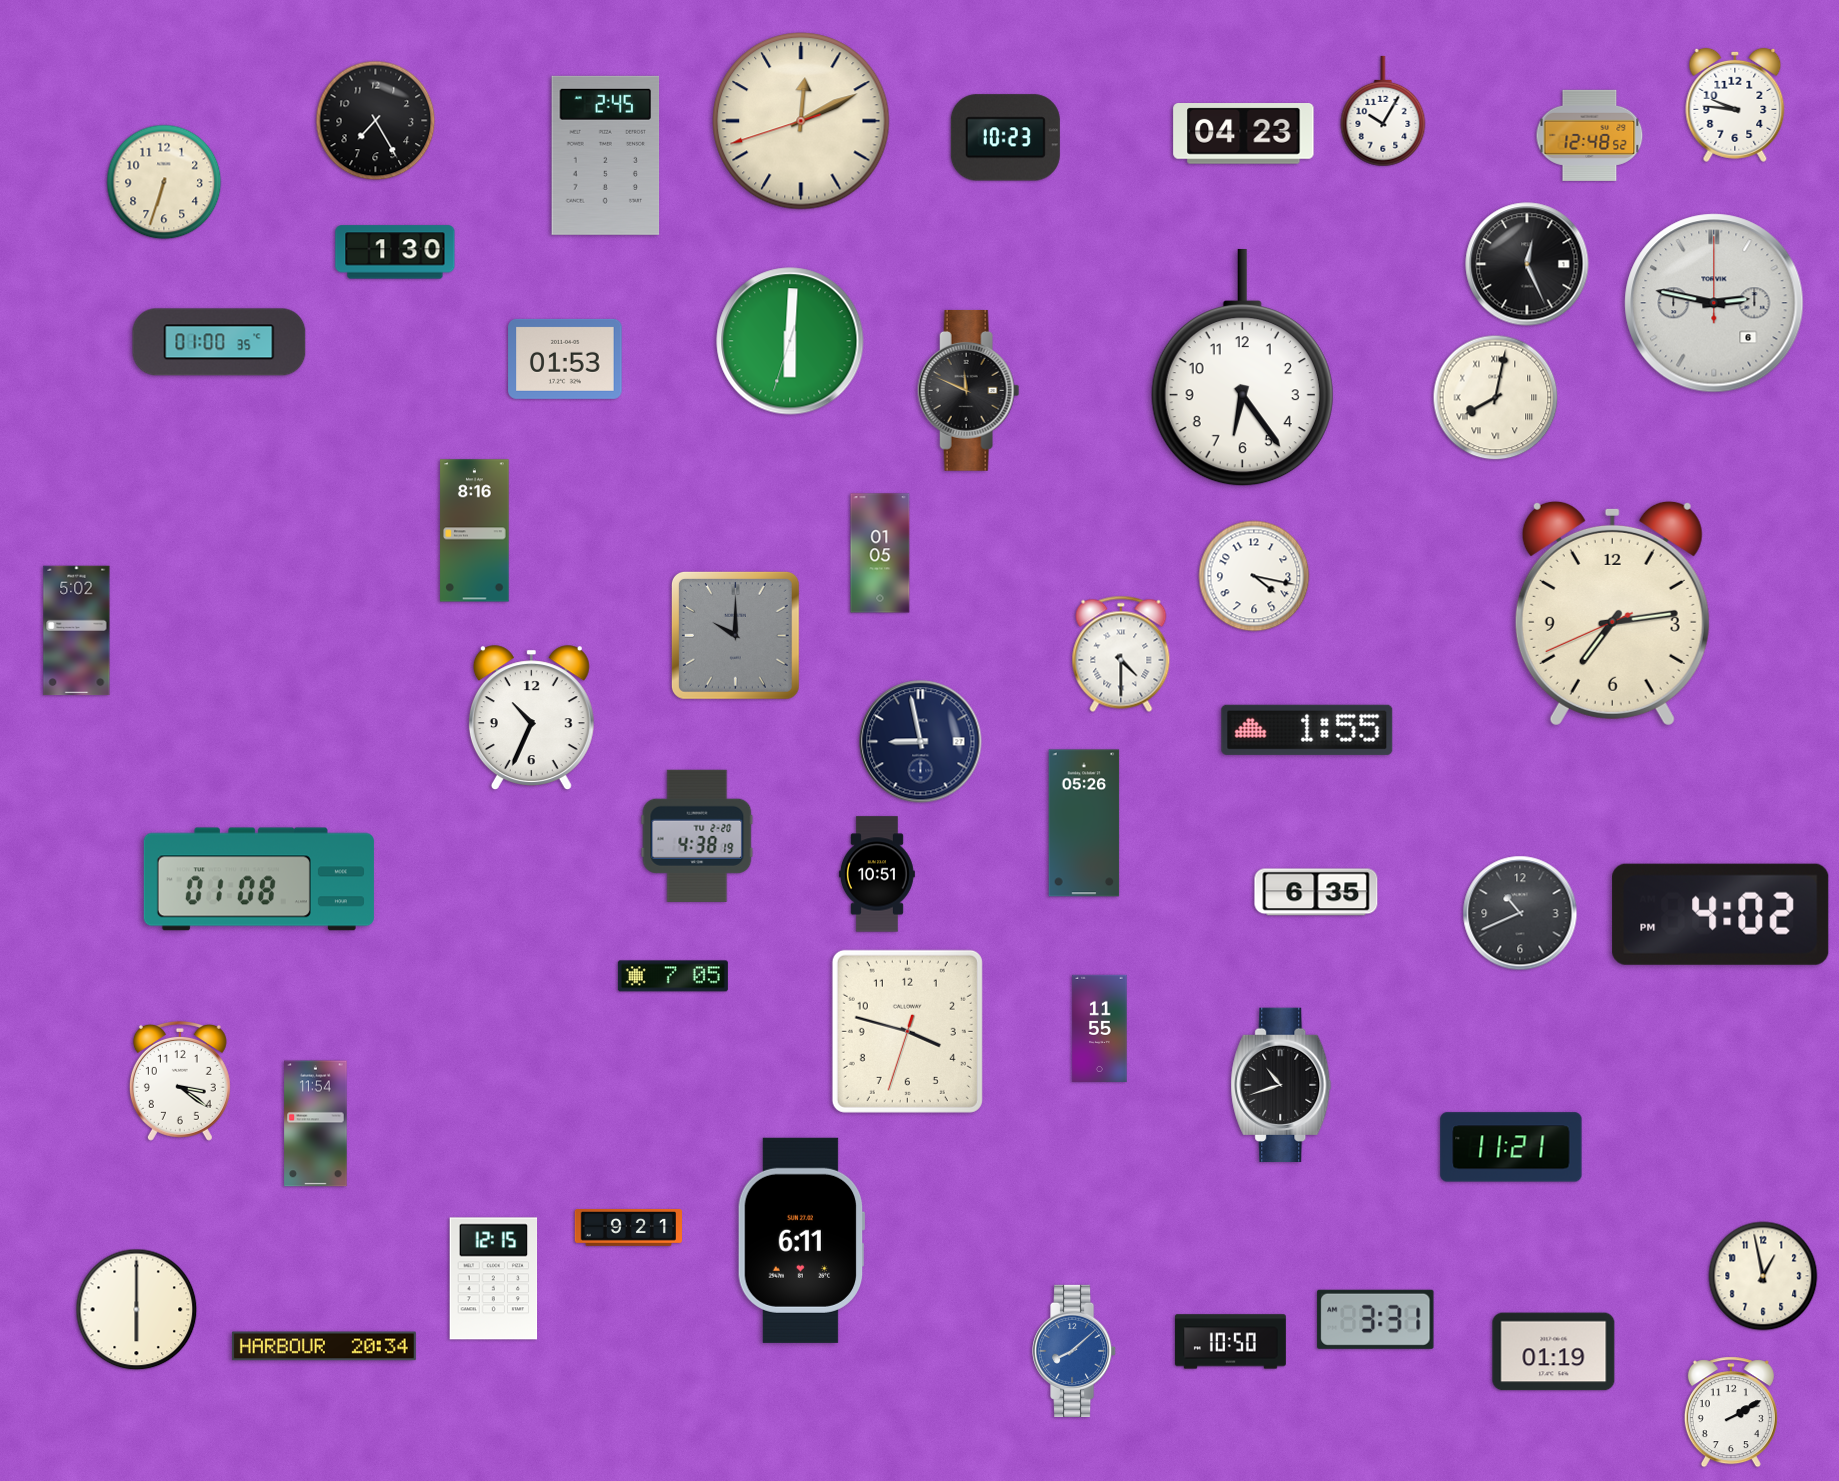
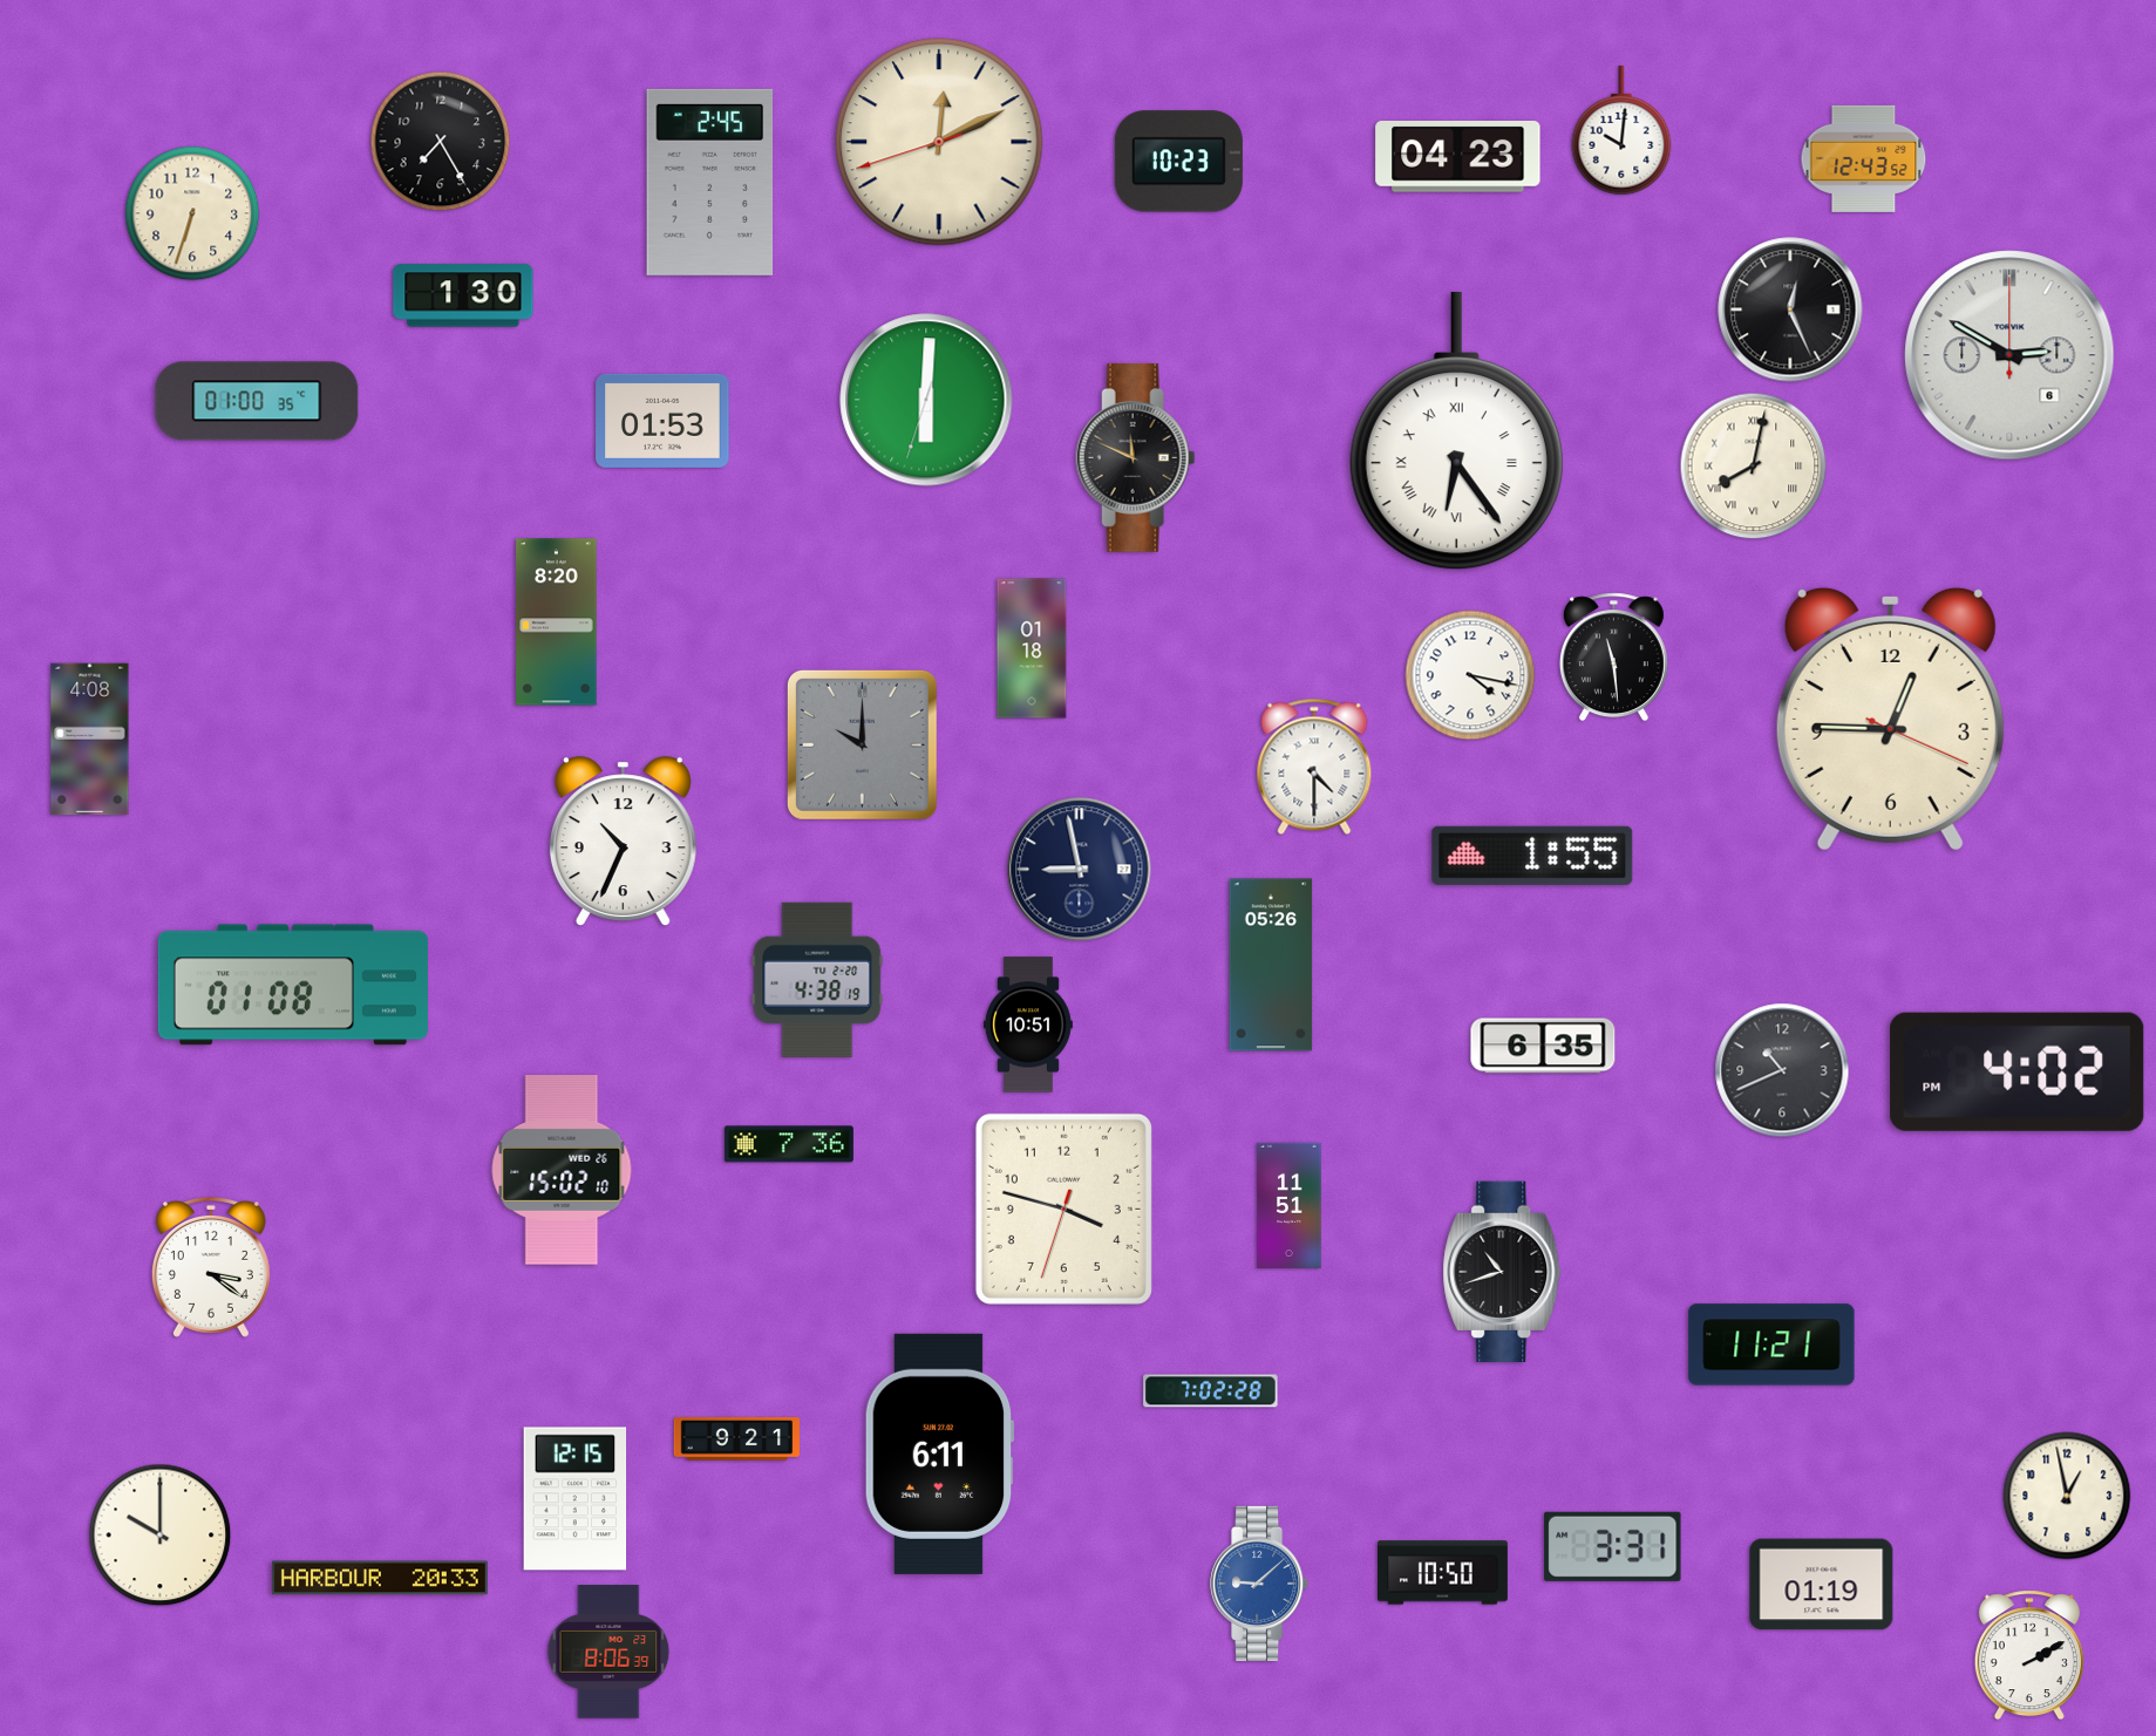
clock at (1735, 105): 9:46 -> none
clock at (1383, 111): 10:05 -> 10:01
clock at (1590, 135): 12:48 -> 12:43
clock at (1714, 303): 2:47 -> 2:50
clock at (1242, 369) numerals: Arabic -> Roman
clock at (475, 531): 8:16 -> 8:20
clock at (880, 553): 01:05 -> 01:18
clock at (1613, 658): none -> 11:29
clock at (1612, 613): 7:13 -> 12:45
clock at (77, 631): 5:02 -> 4:08
clock at (259, 879) position: (259, 879) -> (293, 985)
clock at (673, 976): 7:05 -> 7:36
clock at (562, 1171): none -> 15:02
clock at (1100, 1028): 11:55 -> 11:51
clock at (316, 1124): 11:54 -> none
clock at (1211, 1391): none -> 7:02
clock at (494, 1279) position: (494, 1279) -> (576, 1499)
clock at (137, 1310): 6:00 -> 10:00
clock at (324, 1346): 20:34 -> 20:33
clock at (1075, 1351): 8:08 -> 9:08
clock at (608, 1652): none -> 8:06
